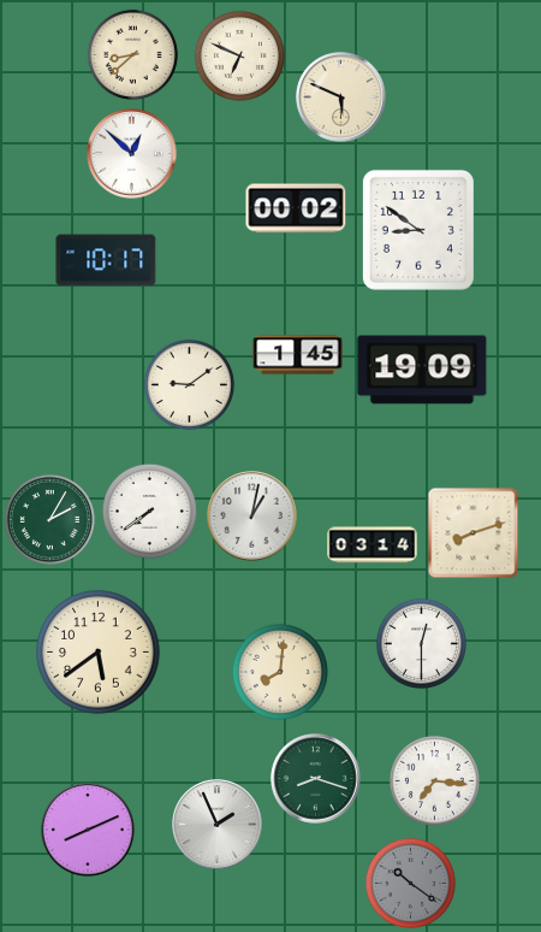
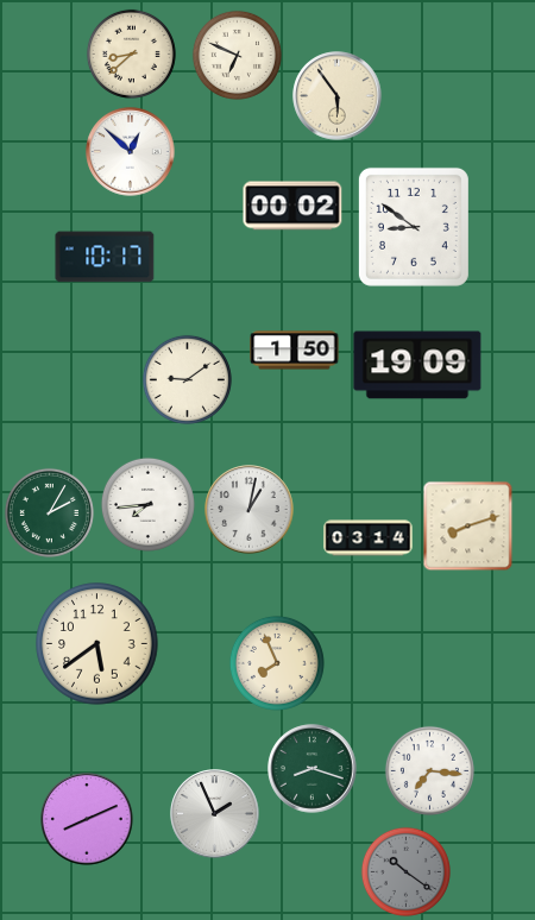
clock at (341, 98): 5:49 -> 5:54
clock at (298, 355): 1:45 -> 1:50
clock at (149, 511): 7:39 -> 7:44
clock at (421, 643): 12:30 -> none
clock at (280, 672): 8:01 -> 7:56
